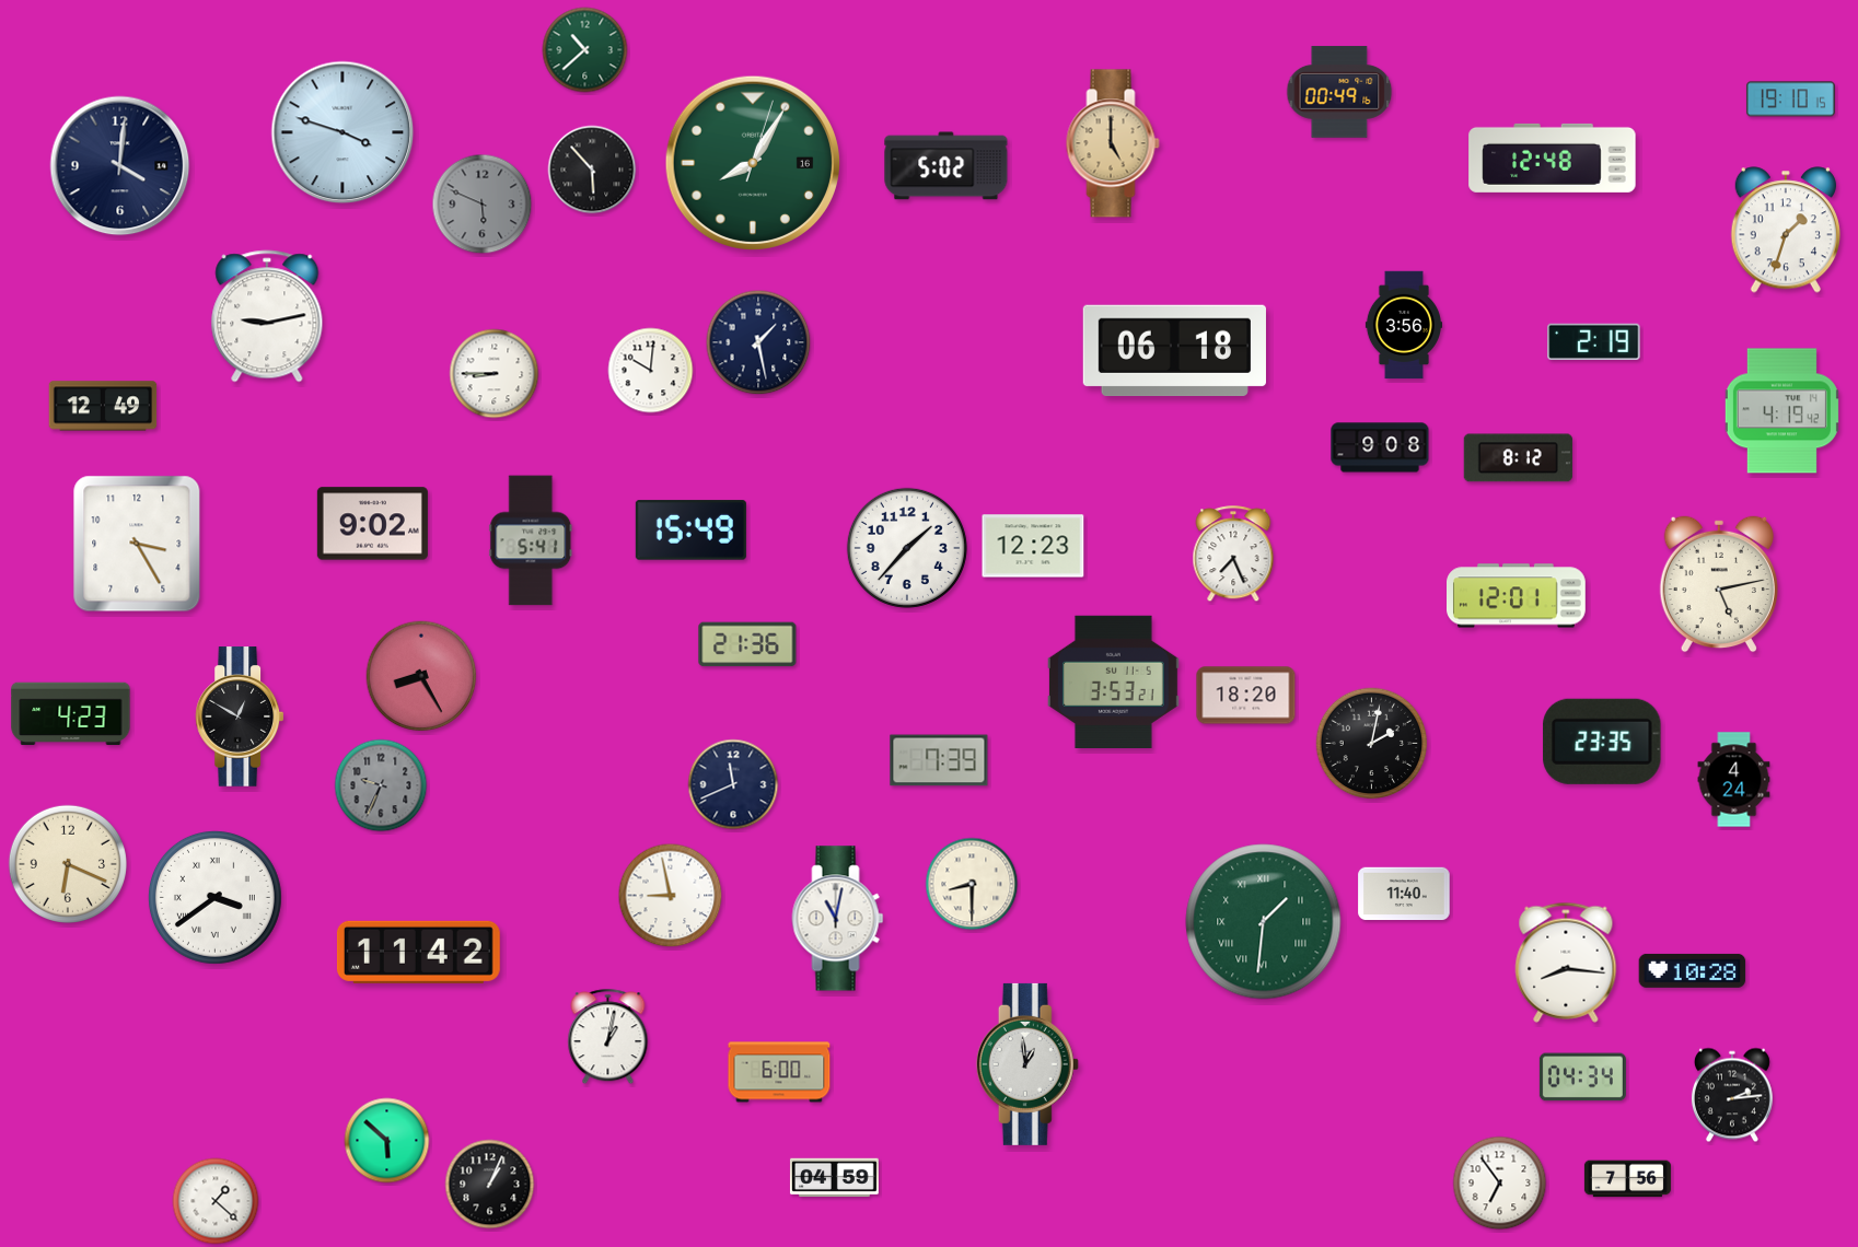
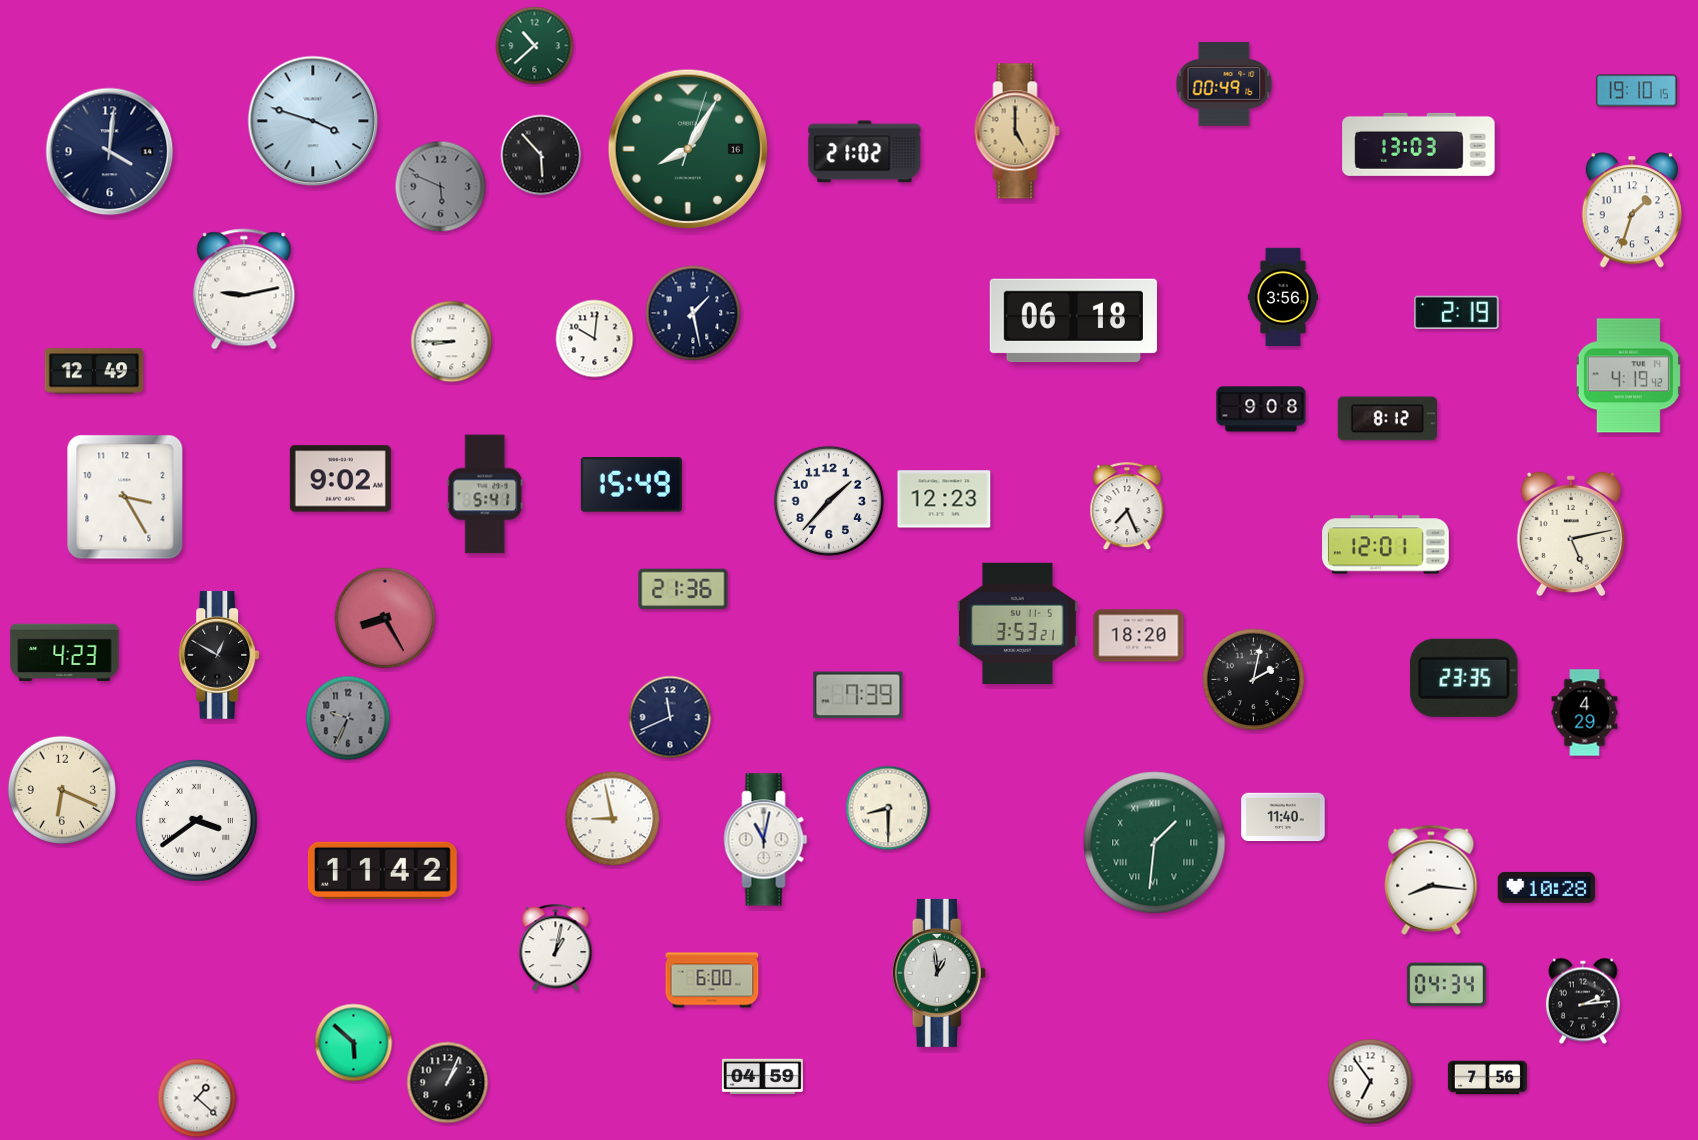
clock at (1553, 158): 12:48 -> 13:03
clock at (947, 166): 5:02 -> 21:02
clock at (1734, 780): 4:24 -> 4:29
